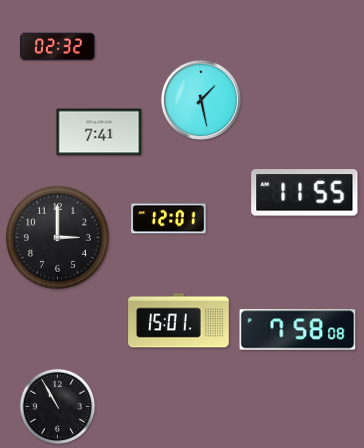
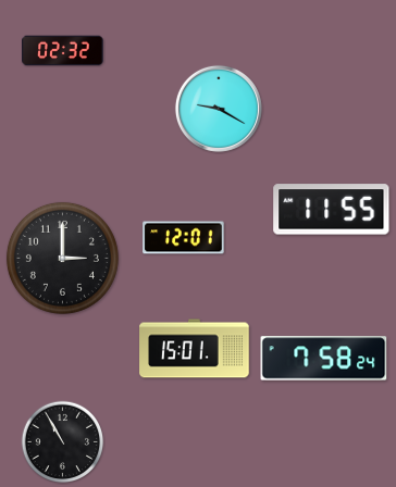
clock at (201, 100): 1:28 -> 9:20
clock at (99, 132): 7:41 -> none
clock at (298, 330): 7:58:08 -> 7:58:24
